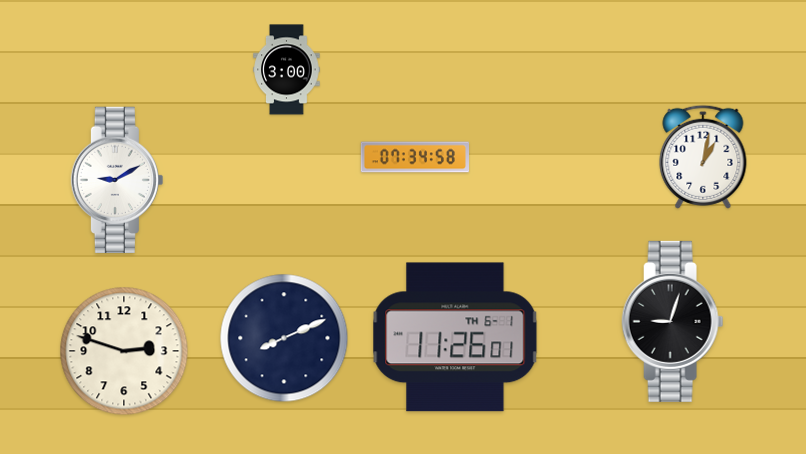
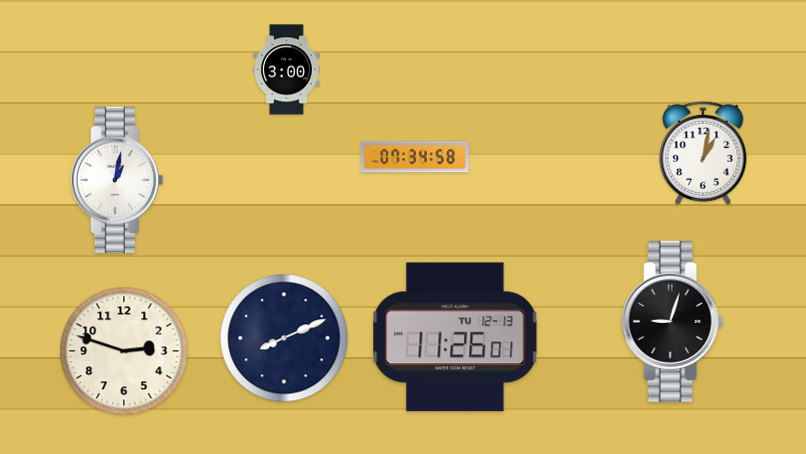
clock at (703, 157) position: (703, 157) -> (703, 153)
clock at (117, 179): 9:10 -> 1:02
clock at (455, 337) date: TH 6-1 -> TU 12-13
